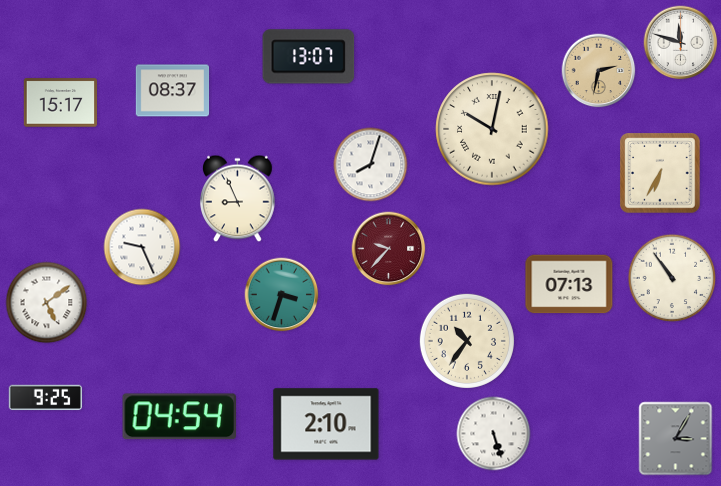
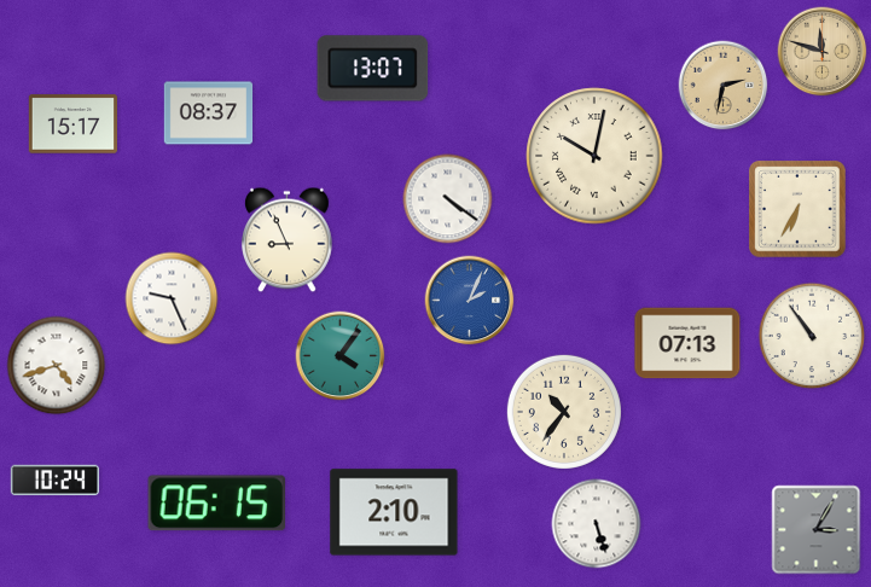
clock at (681, 43) dial: white -> champagne
clock at (173, 91) position: (173, 91) -> (209, 114)
clock at (371, 165): 8:03 -> 4:21
clock at (389, 249): 9:37 -> 2:04
clock at (389, 249) dial: burgundy -> blue
clock at (282, 295): 3:33 -> 4:06
clock at (47, 303): 5:09 -> 4:42
clock at (46, 398): 9:25 -> 10:24
clock at (180, 417): 04:54 -> 06:15
